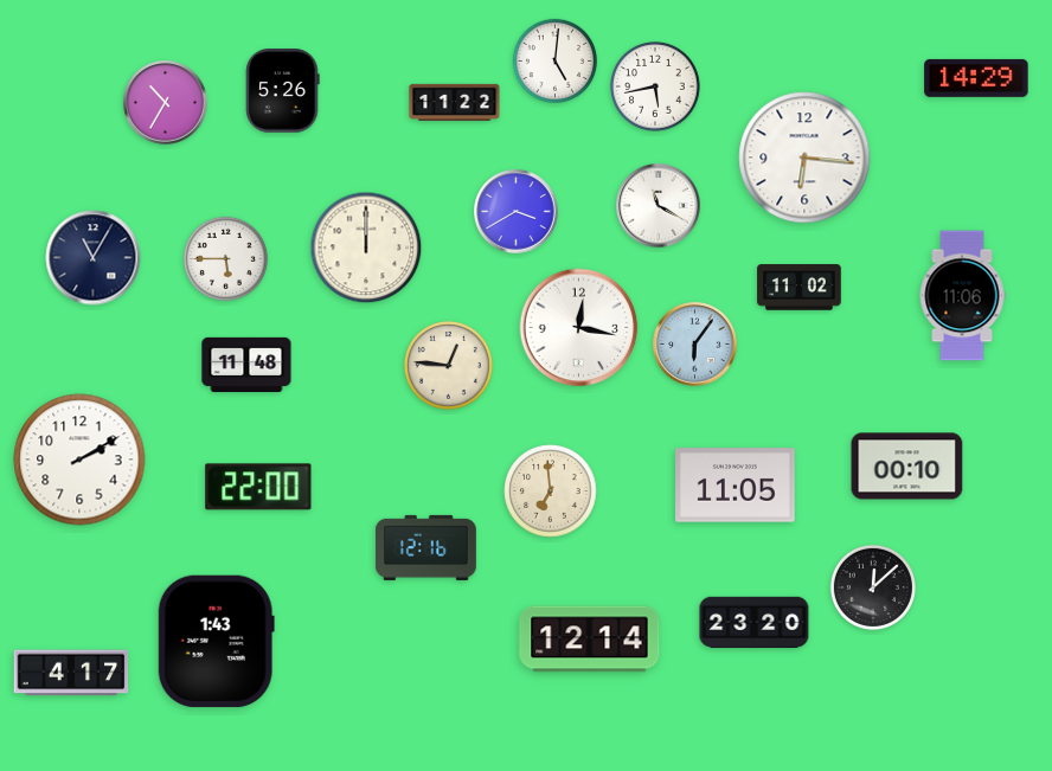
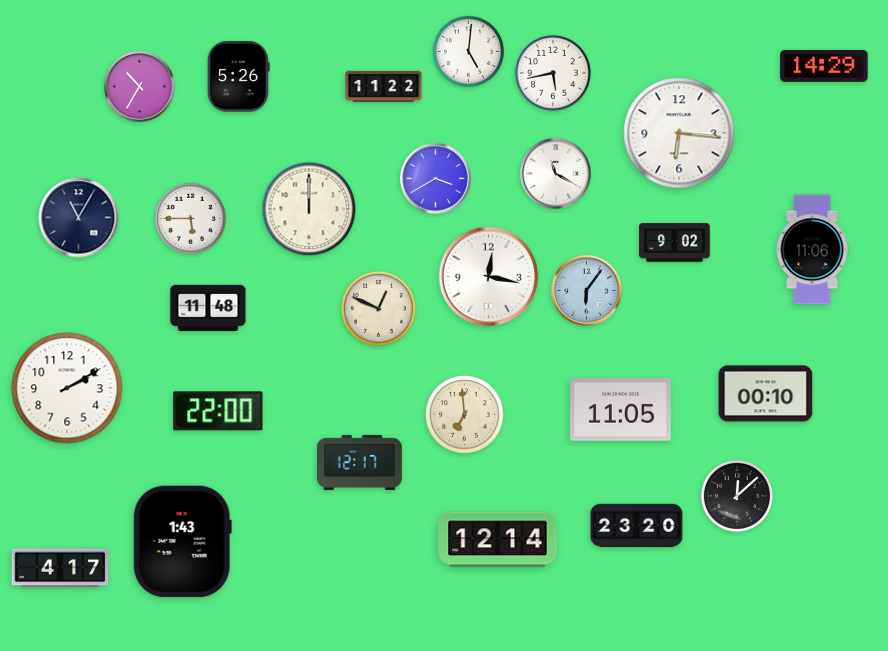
clock at (800, 288): 11:02 -> 9:02
clock at (449, 366): 12:46 -> 12:49
clock at (425, 547): 12:16 -> 12:17
